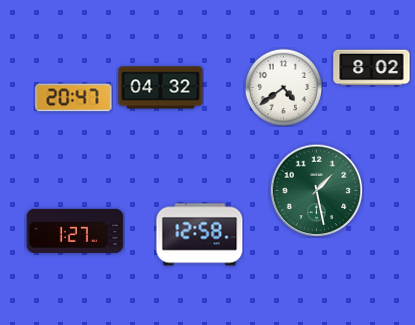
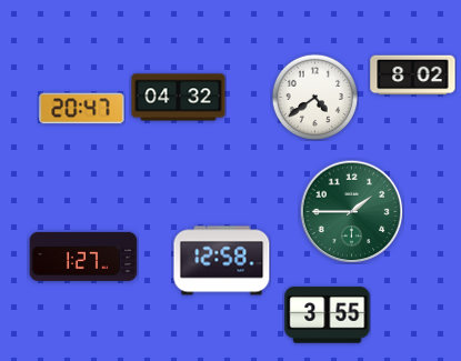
clock at (316, 190): 1:28 -> 1:45
clock at (328, 315): none -> 3:55
